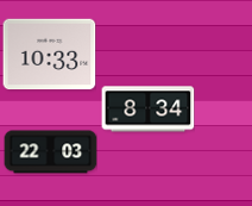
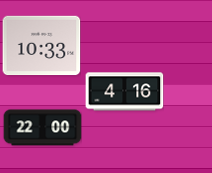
clock at (147, 110): 8:34 -> 4:16
clock at (50, 152): 22:03 -> 22:00
